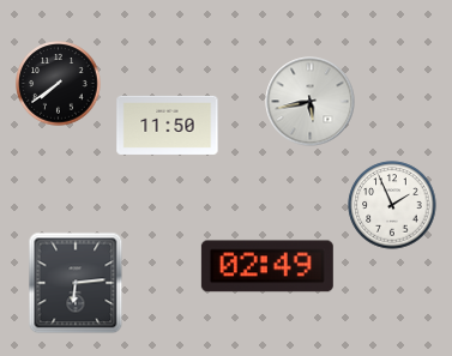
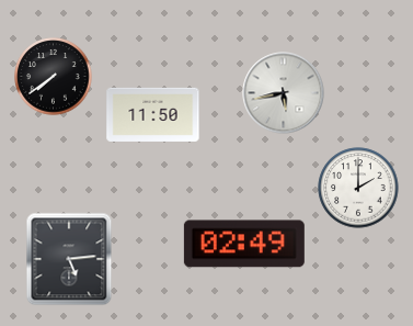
clock at (392, 205): 1:56 -> 2:00
clock at (76, 283): 6:14 -> 5:14
